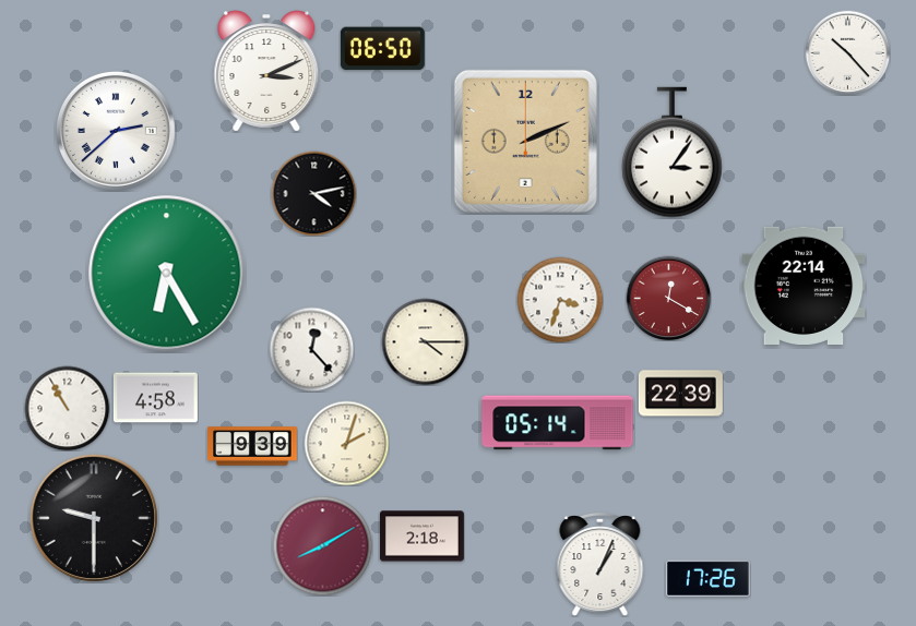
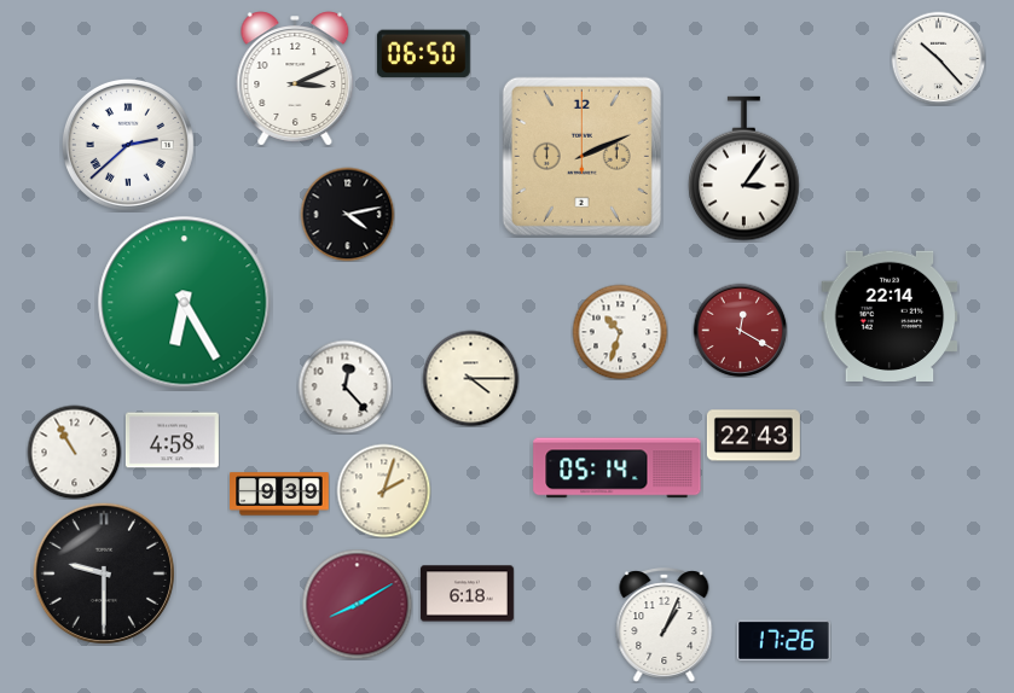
clock at (560, 300): 3:33 -> 10:33
clock at (680, 394): 22:39 -> 22:43
clock at (421, 537): 2:18 -> 6:18
